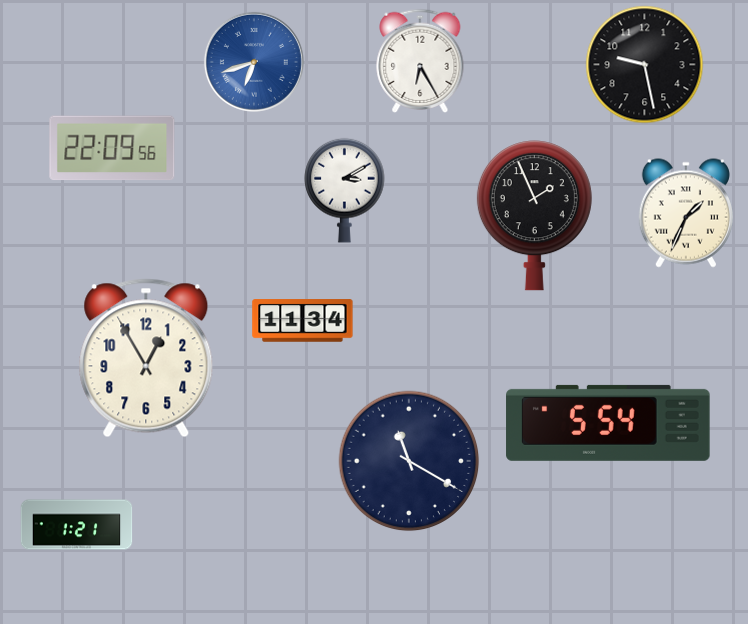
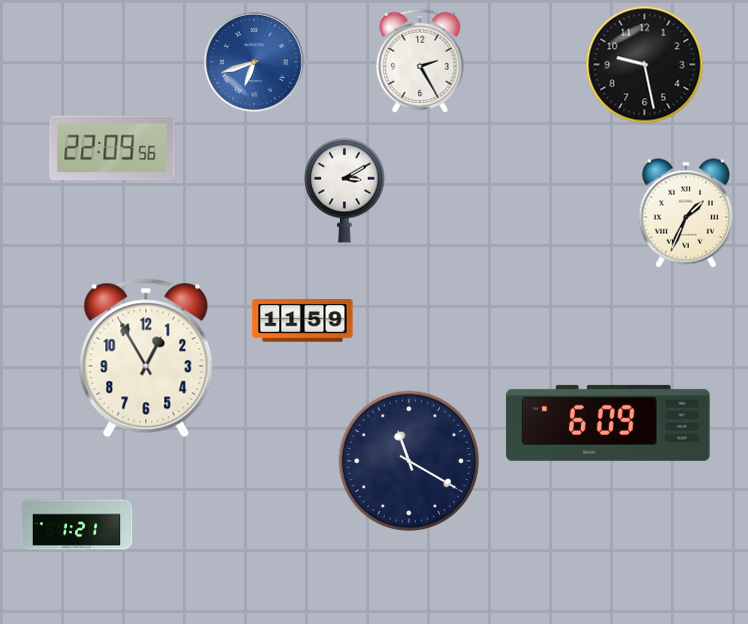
clock at (420, 61): 6:25 -> 2:25
clock at (534, 216): 1:56 -> none
clock at (303, 321): 11:34 -> 11:59
clock at (608, 423): 5:54 -> 6:09
